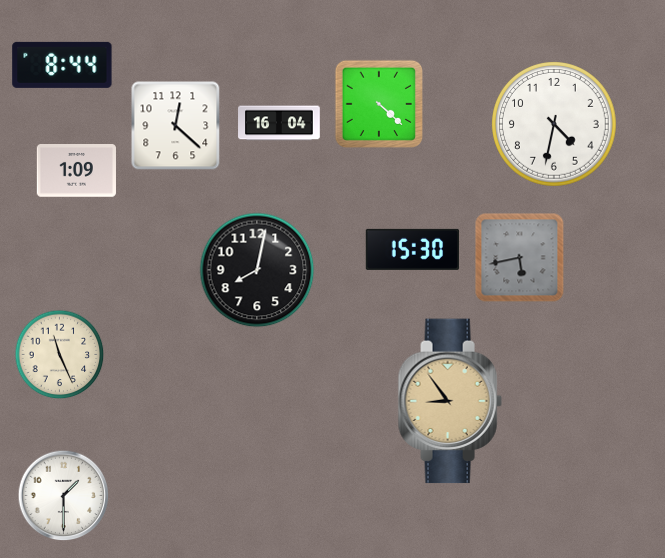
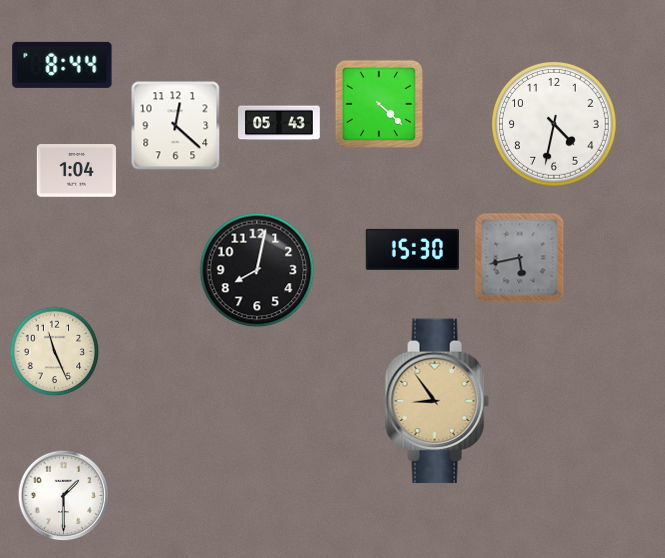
clock at (279, 123): 16:04 -> 05:43
clock at (76, 171): 1:09 -> 1:04
clock at (60, 355) position: (60, 355) -> (55, 352)
clock at (450, 401) position: (450, 401) -> (437, 401)
